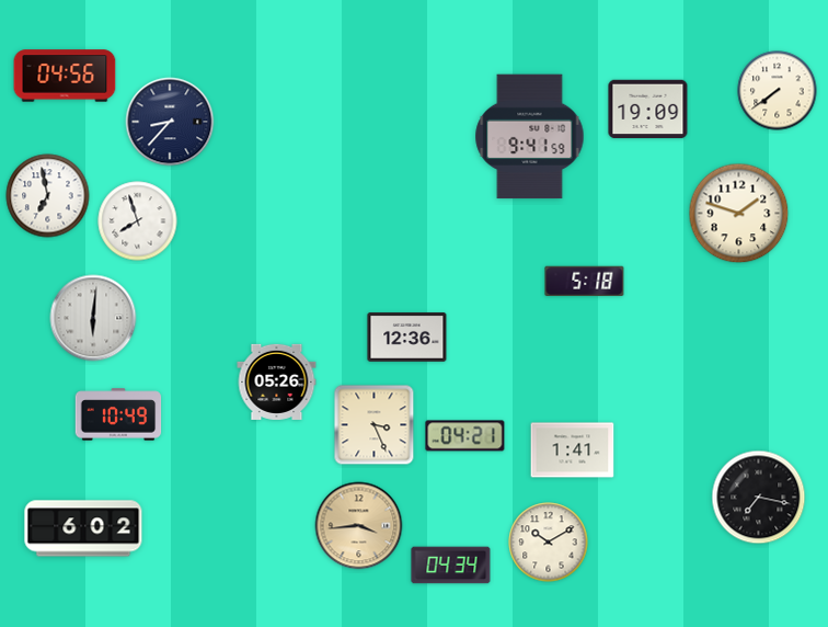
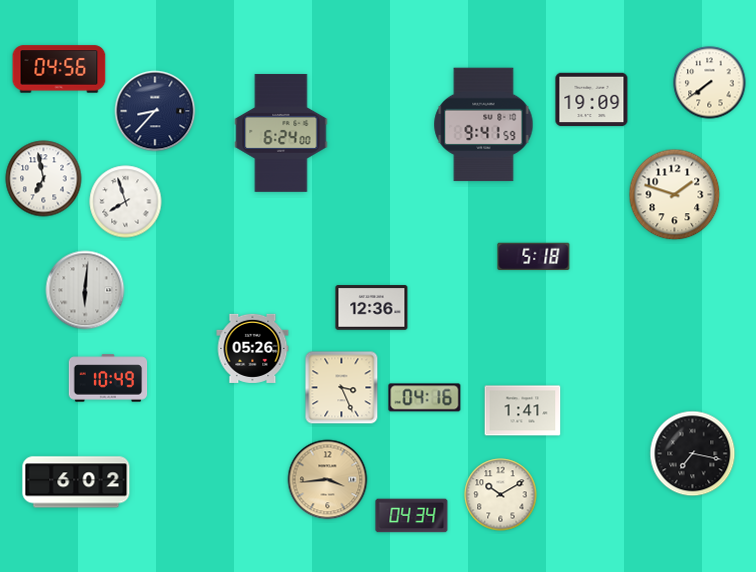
clock at (281, 133): none -> 6:24
clock at (465, 436): 04:21 -> 04:16
